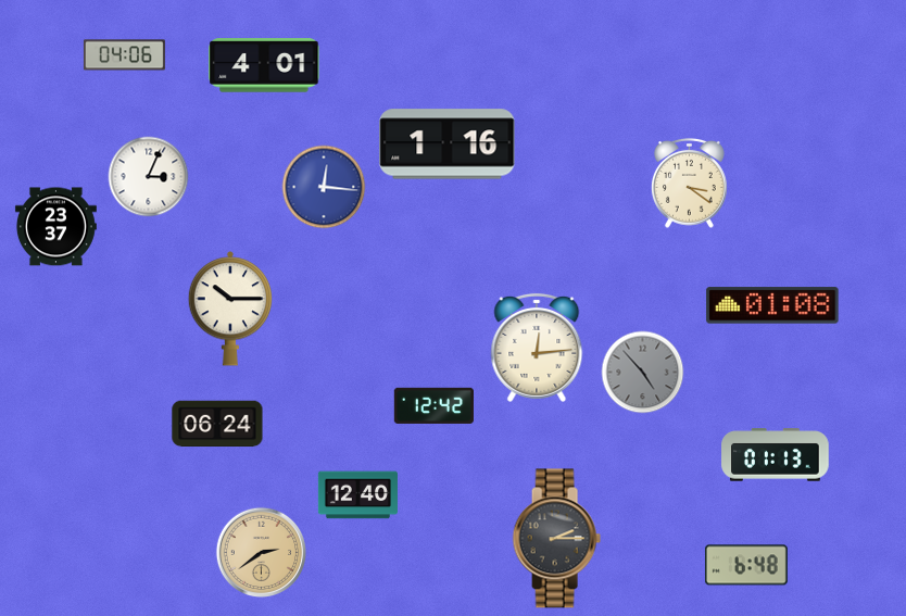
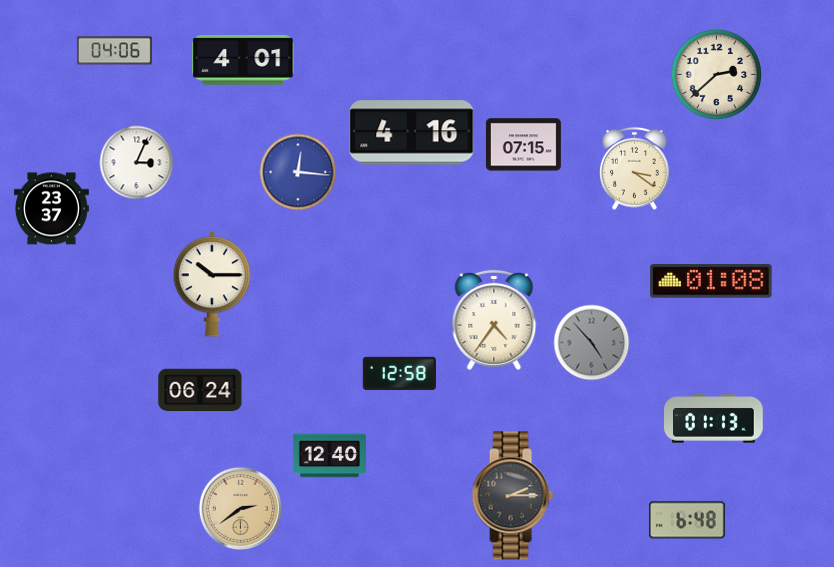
clock at (716, 74): none -> 2:38
clock at (448, 144): 1:16 -> 4:16
clock at (523, 145): none -> 07:15
clock at (537, 348): 12:14 -> 4:36
clock at (433, 405): 12:42 -> 12:58
